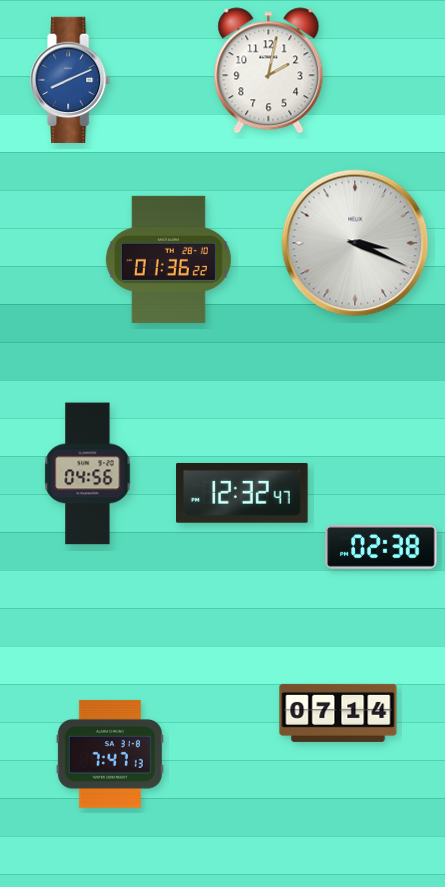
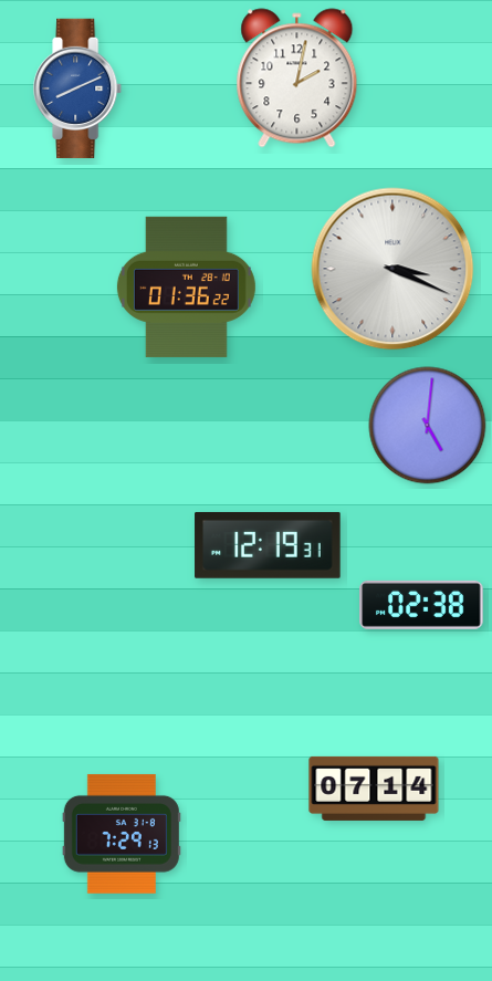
clock at (428, 426): none -> 5:01
clock at (88, 474): 04:56 -> none
clock at (242, 493): 12:32 -> 12:19
clock at (110, 754): 7:47 -> 7:29
